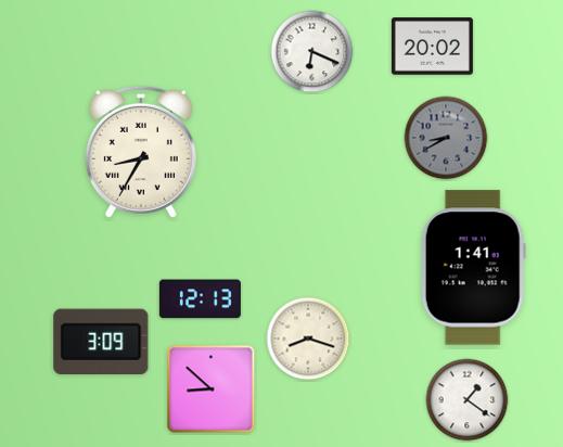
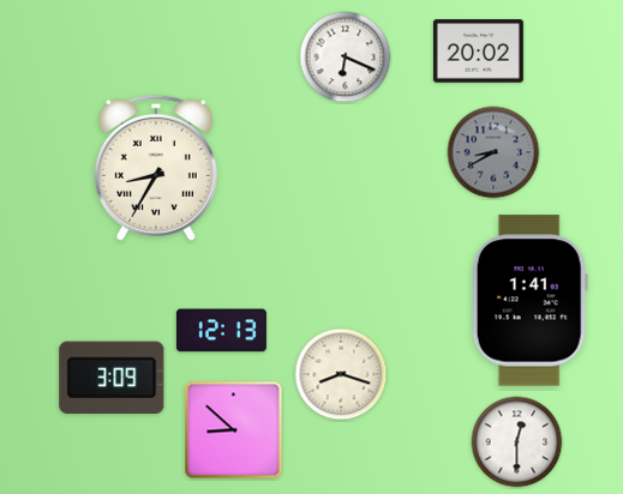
clock at (473, 268) position: (473, 268) -> (529, 301)
clock at (468, 400): 1:21 -> 12:30
